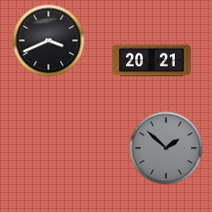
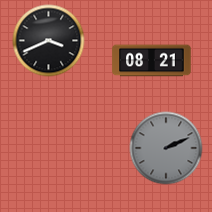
clock at (152, 61): 20:21 -> 08:21
clock at (166, 148): 1:52 -> 2:11
